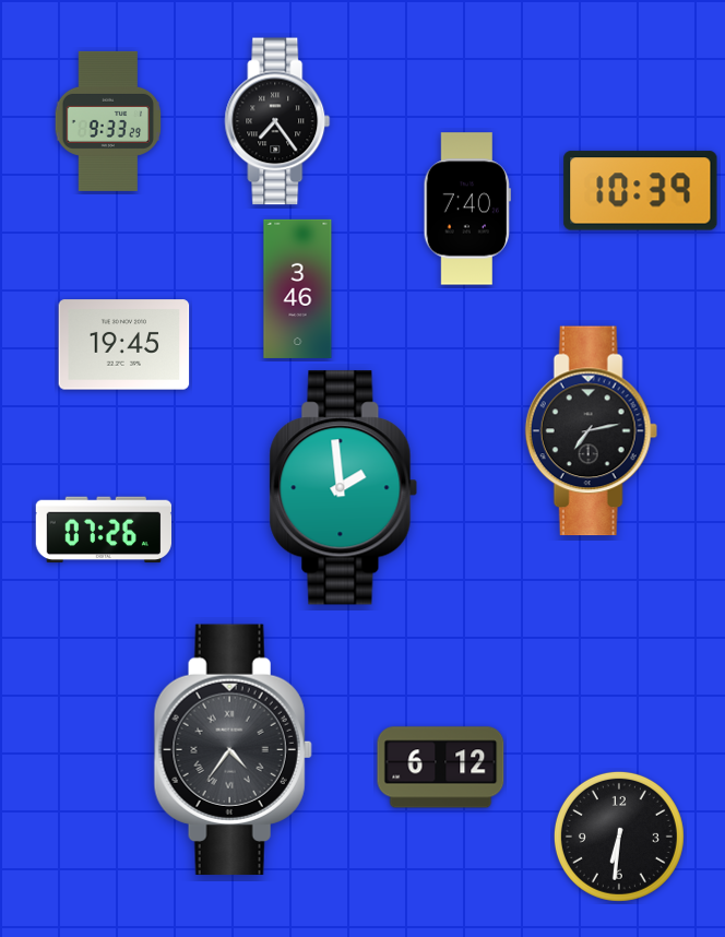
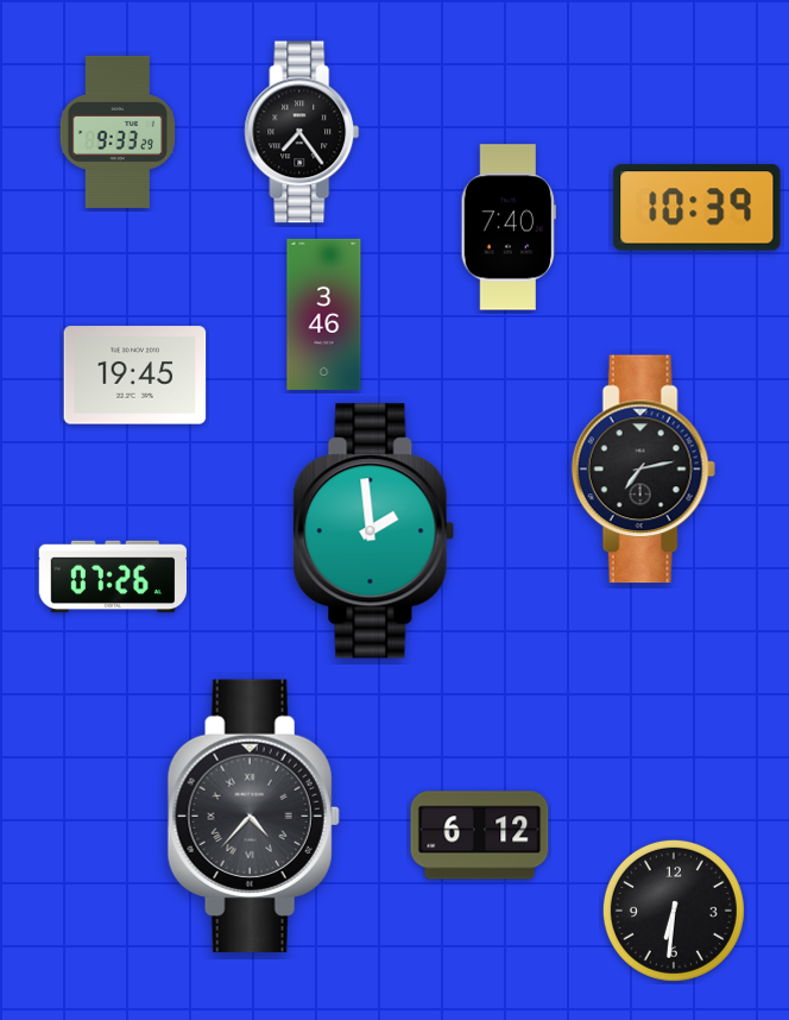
clock at (233, 750): 4:36 -> 4:37
